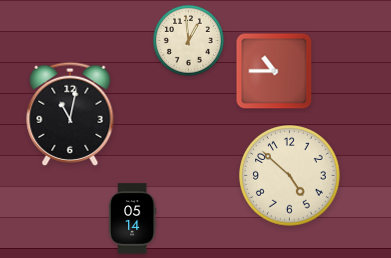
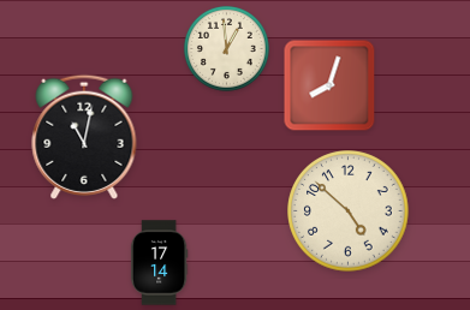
clock at (274, 71): 10:45 -> 8:03
clock at (132, 219): 05:14 -> 17:14
